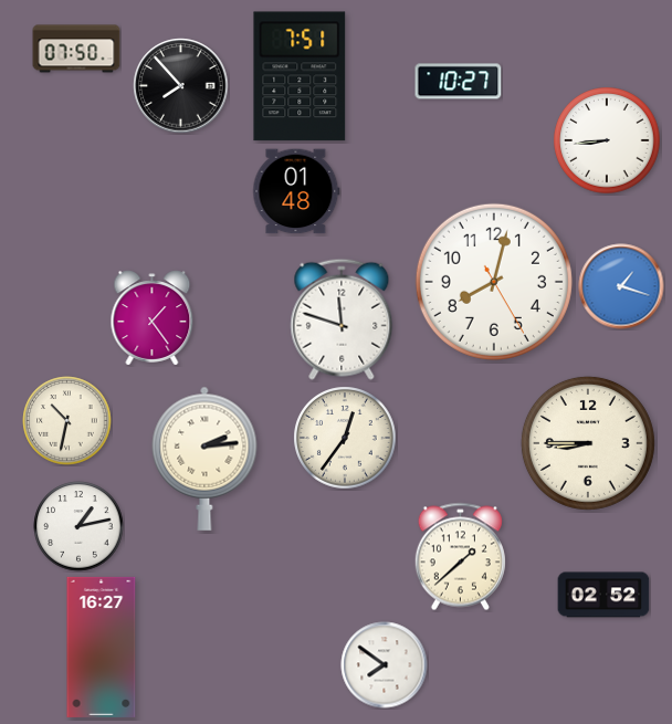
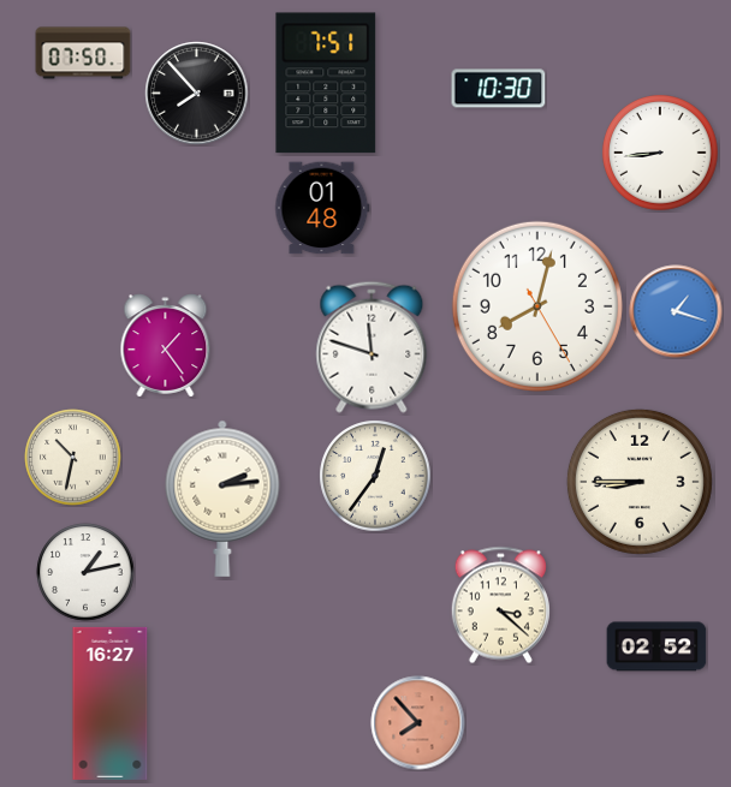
clock at (459, 82): 10:27 -> 10:30
clock at (460, 557): 1:38 -> 3:22
clock at (385, 665): 7:51 -> 7:53
clock at (385, 665) dial: white -> salmon
